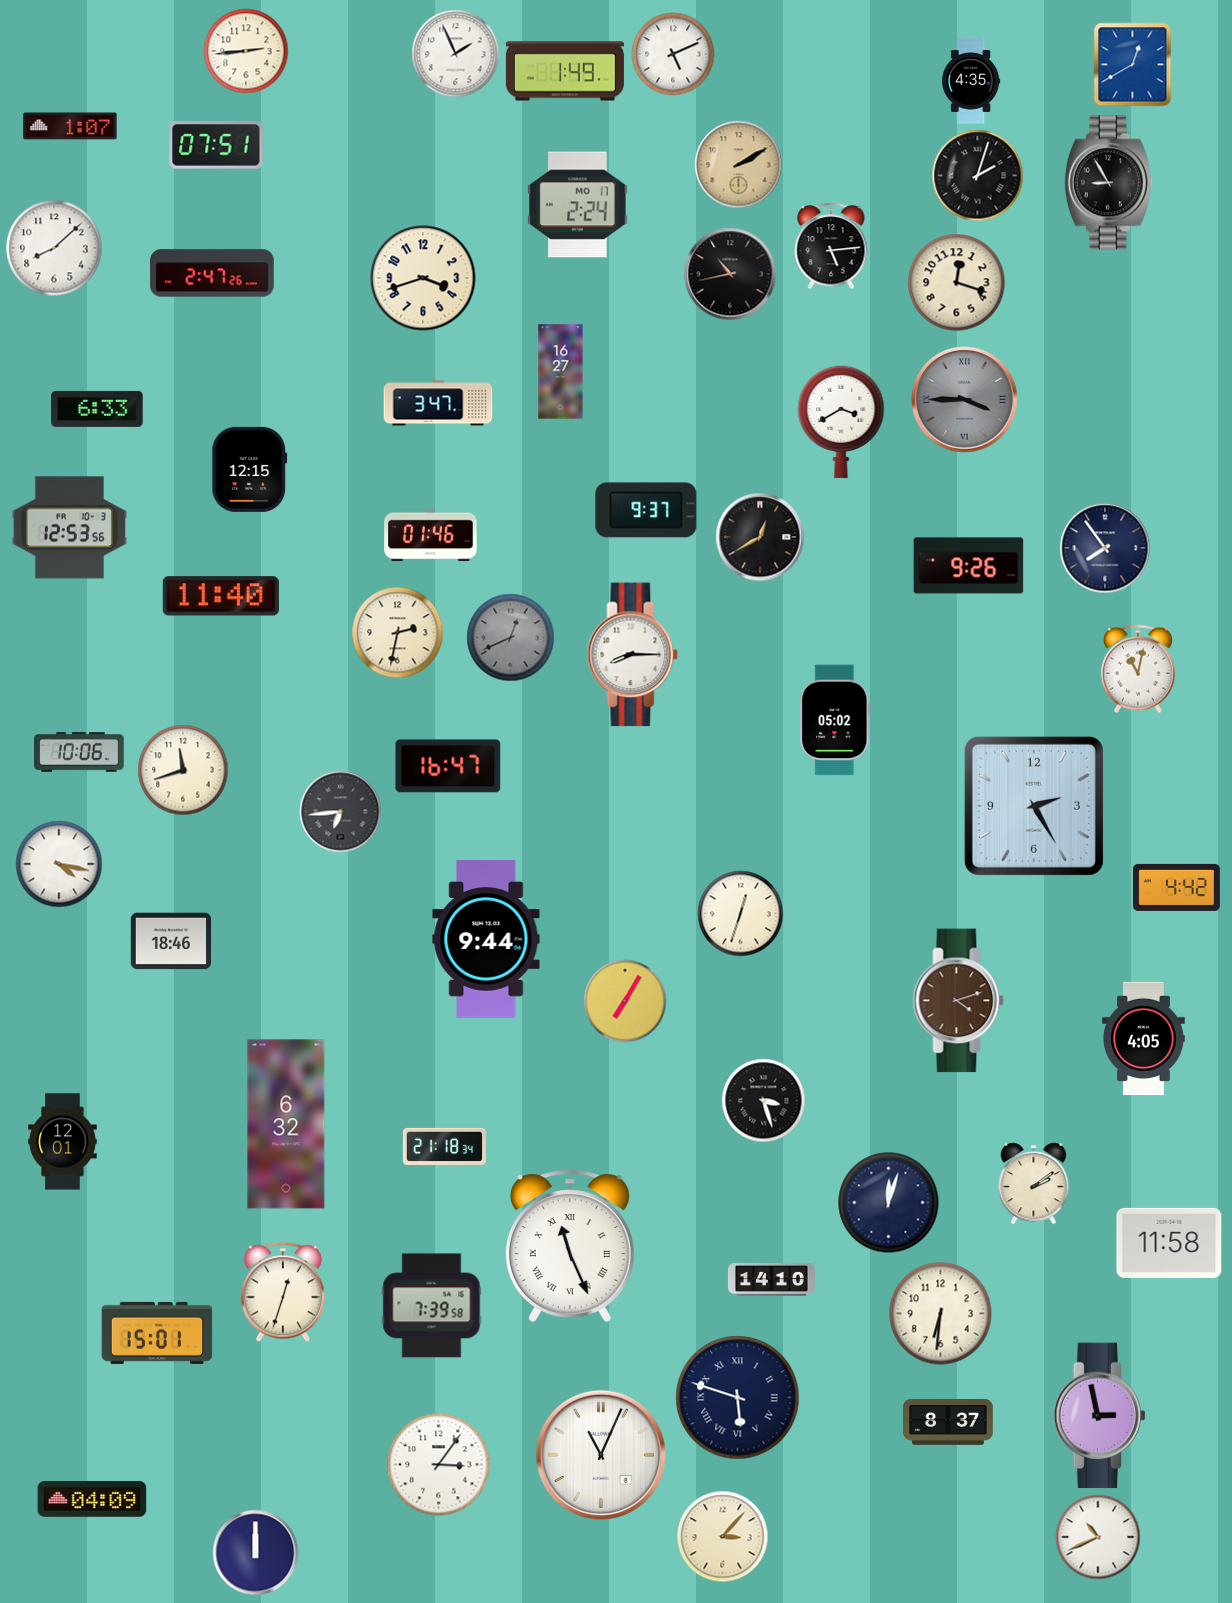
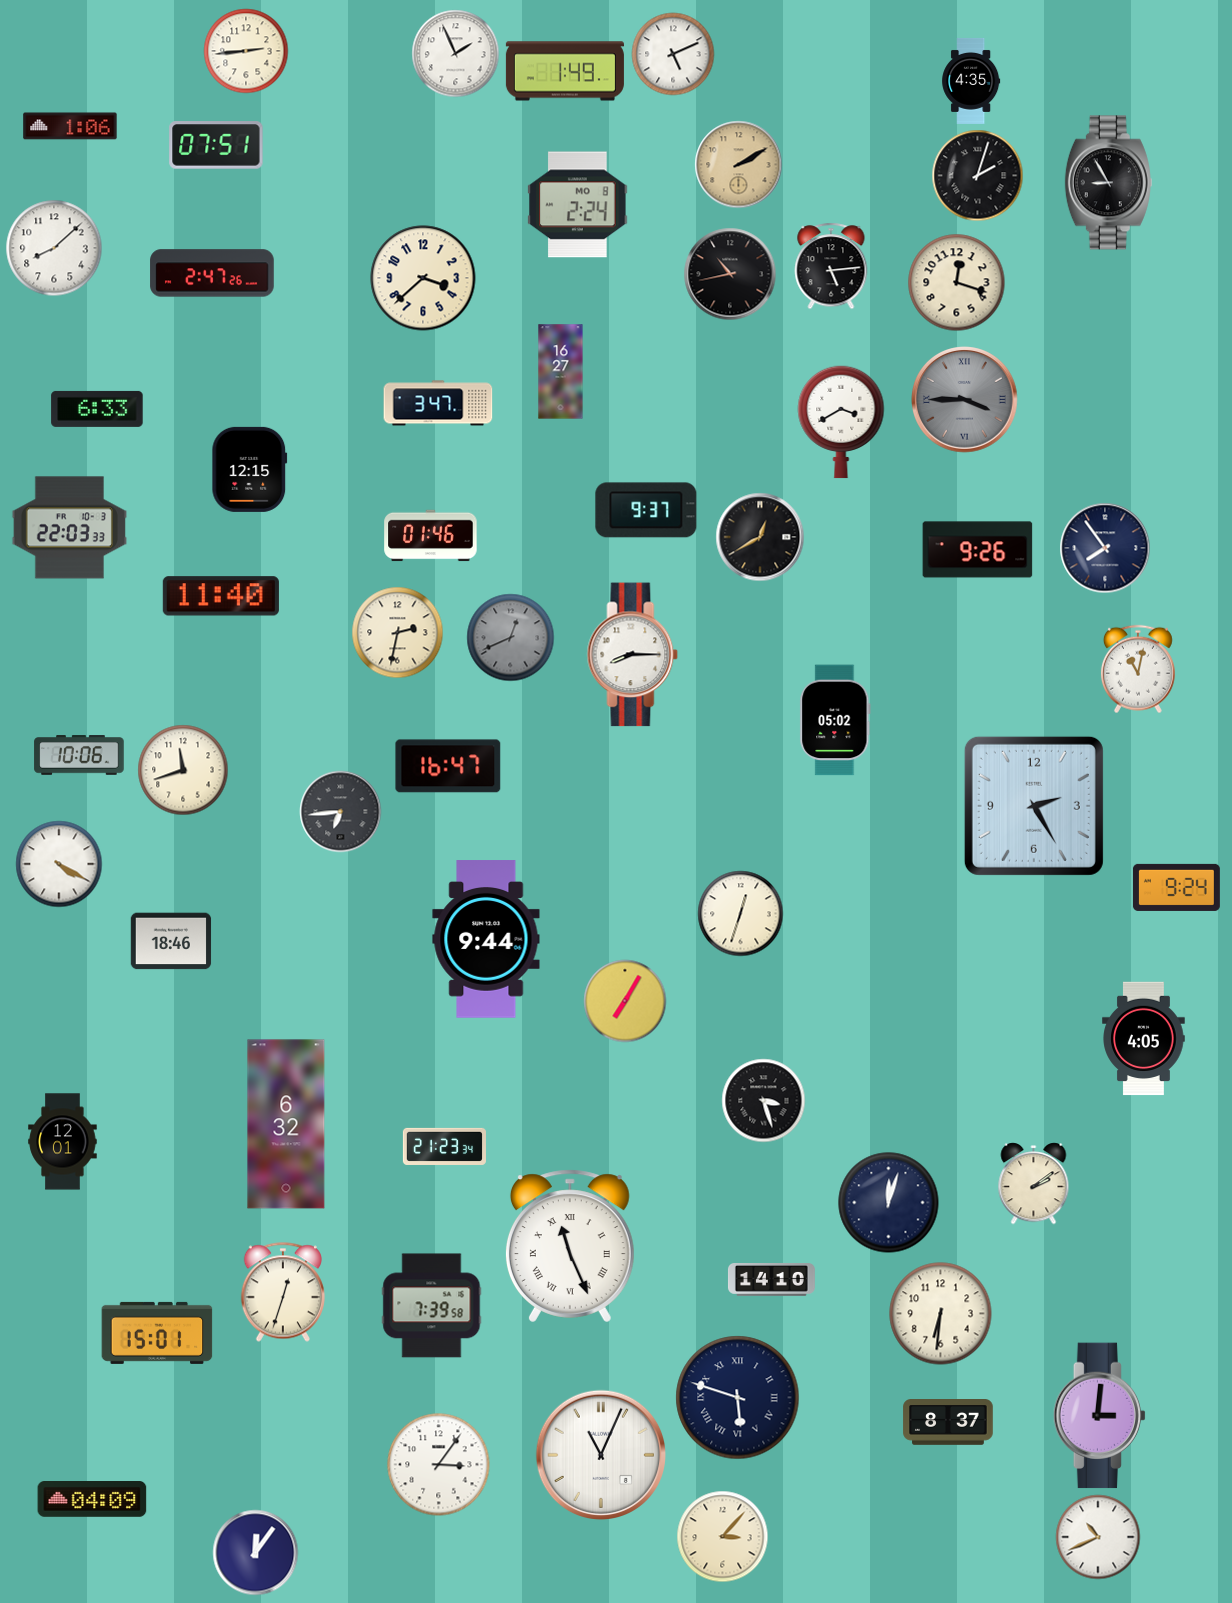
clock at (1133, 65): 12:40 -> none
clock at (70, 126): 1:07 -> 1:06
clock at (578, 205) date: MO 17 -> MO 8
clock at (831, 246) position: (831, 246) -> (831, 266)
clock at (423, 278): 3:42 -> 3:38
clock at (69, 528): 12:53 -> 22:03
clock at (969, 566) position: (969, 566) -> (978, 550)
clock at (79, 752) position: (79, 752) -> (79, 755)
clock at (59, 864): 4:17 -> 4:20
clock at (1176, 887): 4:42 -> 9:24
clock at (959, 1001): 4:12 -> none
clock at (444, 1146): 21:18 -> 21:23
clock at (1169, 1243): 11:58 -> none
clock at (1099, 1416): 2:58 -> 3:01
clock at (256, 1553): 12:00 -> 12:06
